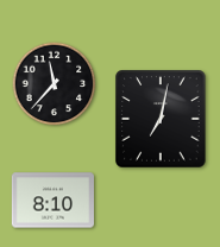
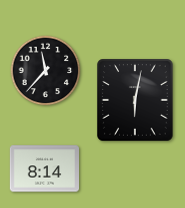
clock at (161, 119): 7:02 -> 6:02
clock at (54, 201): 8:10 -> 8:14
